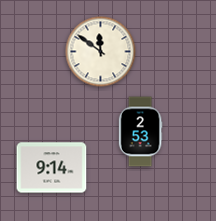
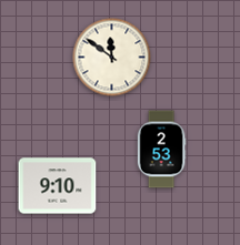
clock at (140, 132) position: (140, 132) -> (161, 150)
clock at (52, 168): 9:14 -> 9:10
